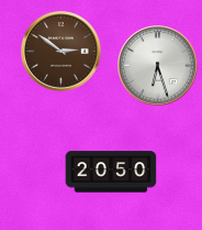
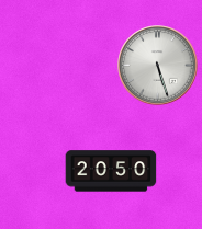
clock at (61, 52): 2:51 -> none
clock at (158, 66): 6:27 -> 5:27
